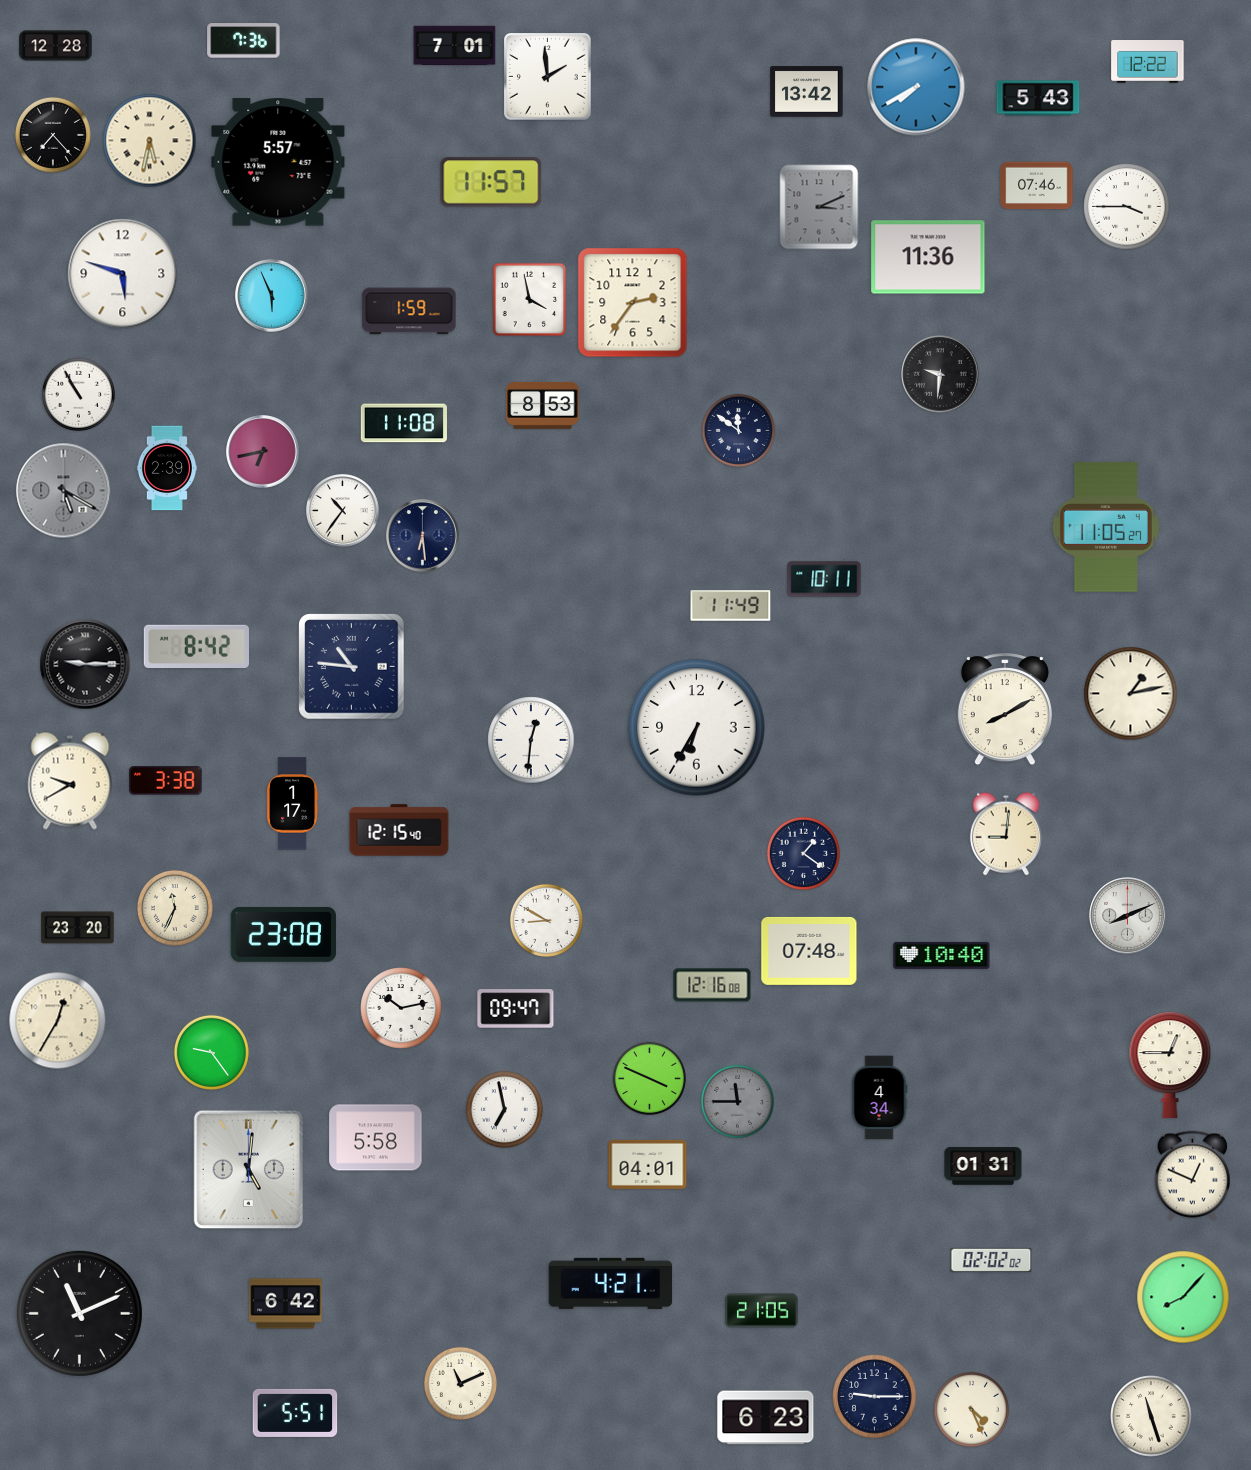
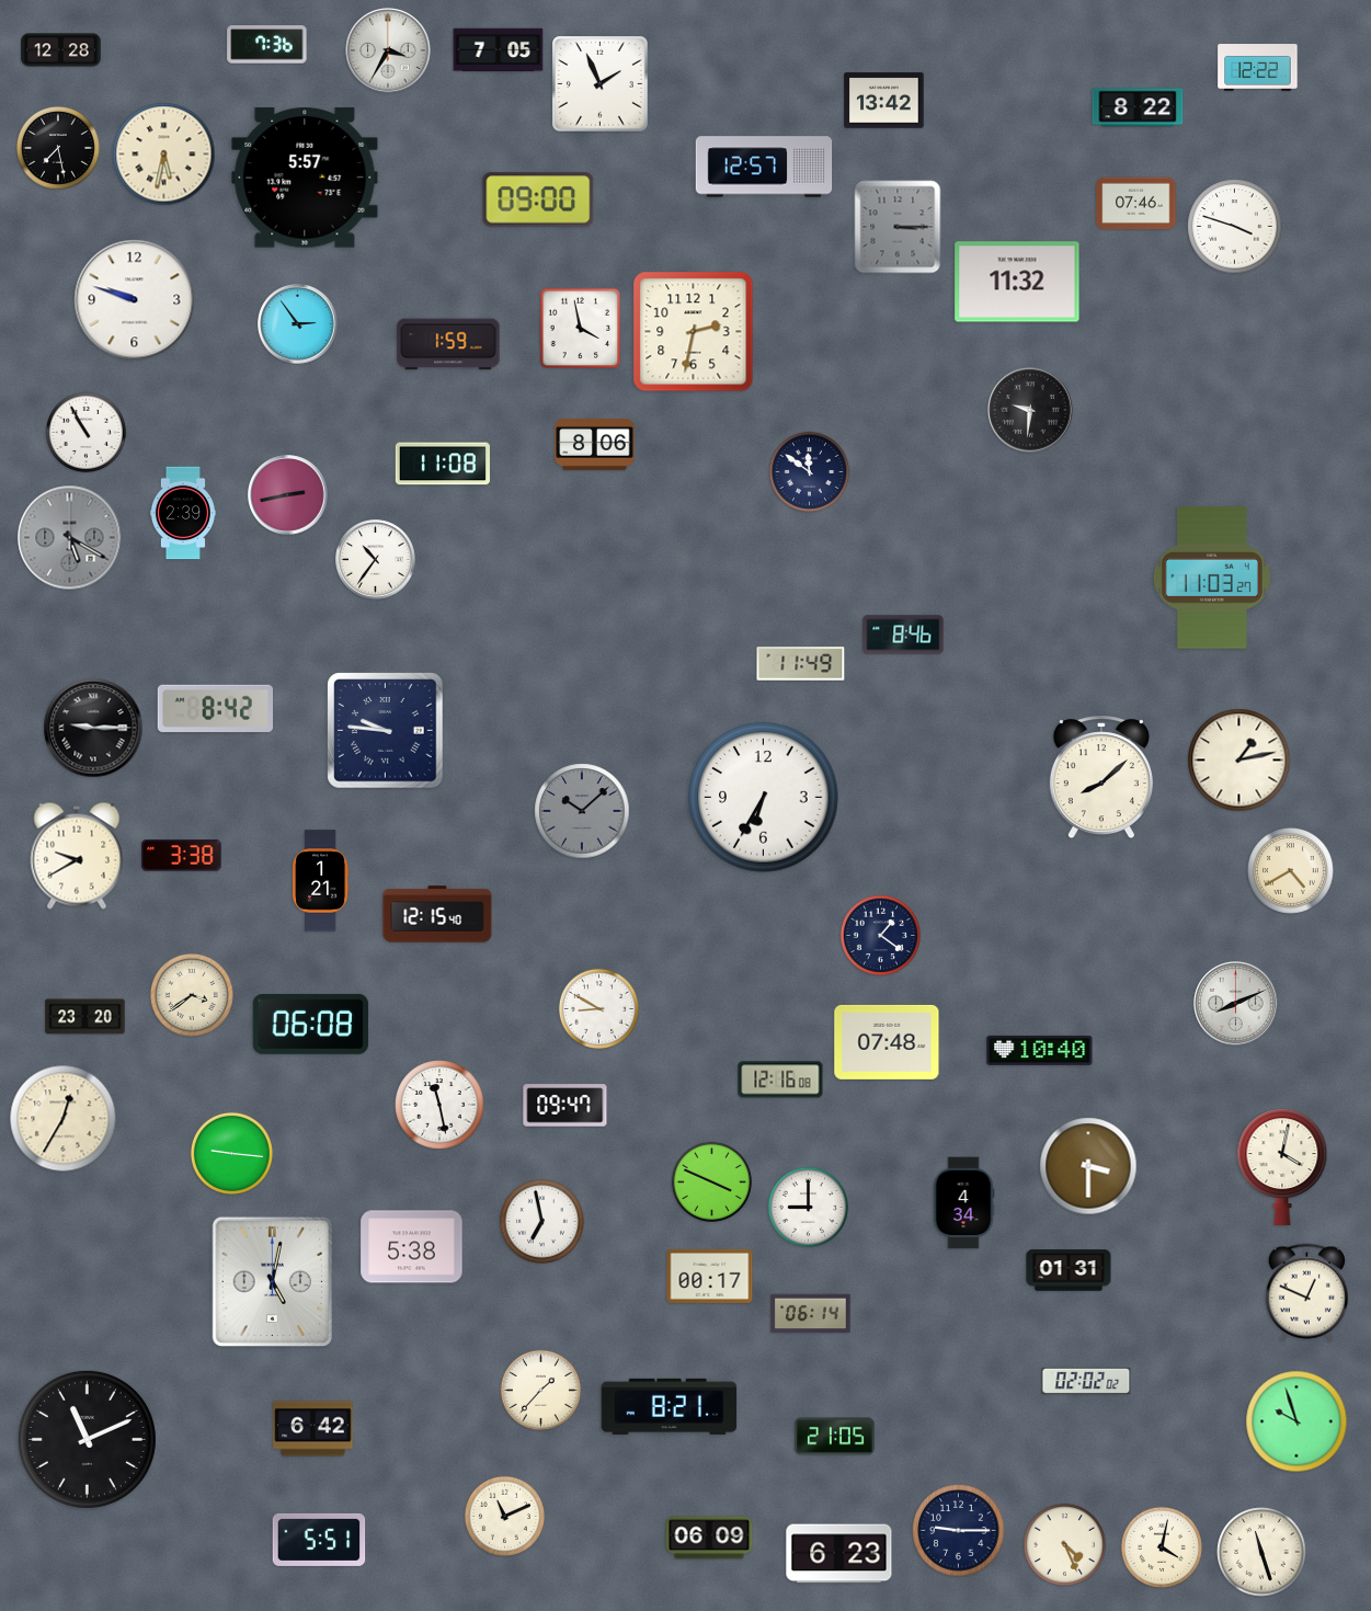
clock at (388, 50): none -> 3:35
clock at (455, 46): 7:01 -> 7:05
clock at (548, 77): 1:59 -> 1:56
clock at (916, 87): 7:40 -> none
clock at (1038, 98): 5:43 -> 8:22
clock at (53, 135): 7:23 -> 7:28
clock at (764, 167): none -> 12:57
clock at (491, 182): 11:57 -> 09:00
clock at (819, 207): 3:11 -> 3:15
clock at (1127, 207): 3:45 -> 3:48
clock at (928, 257): 11:36 -> 11:32
clock at (123, 274): 5:48 -> 9:48
clock at (272, 296): 5:56 -> 2:54
clock at (633, 303): 2:36 -> 2:32
clock at (409, 311) position: (409, 311) -> (448, 344)
clock at (543, 405): 8:53 -> 8:06
clock at (263, 452): 6:43 -> 2:43
clock at (1106, 527): 11:05 -> 11:03
clock at (423, 536): 6:29 -> none
clock at (824, 579): 10:11 -> 8:46
clock at (352, 667): 10:46 -> 9:46
clock at (1005, 710): 8:10 -> 8:08
clock at (531, 740): 12:31 -> 10:08
clock at (531, 740) dial: white -> grey
clock at (1290, 870): none -> 4:40
clock at (293, 804): 1:17 -> 1:21
clock at (399, 830) position: (399, 830) -> (437, 914)
clock at (1006, 834): 9:01 -> none
clock at (175, 908): 11:34 -> 3:39
clock at (283, 934): 23:08 -> 06:08
clock at (942, 955) position: (942, 955) -> (1040, 1050)
clock at (401, 1008): 10:13 -> 11:28
clock at (211, 1052): 9:24 -> 9:16
clock at (1088, 1166): none -> 3:30
clock at (1170, 1065): 12:45 -> 4:02
clock at (737, 1101): 11:45 -> 9:00
clock at (737, 1101) dial: grey -> white
clock at (504, 1109) position: (504, 1109) -> (541, 1221)
clock at (376, 1138): 5:58 -> 5:38
clock at (648, 1164): 04:01 -> 00:17
clock at (983, 1166) position: (983, 1166) -> (1069, 1270)
clock at (249, 1170): 5:01 -> 5:02
clock at (1192, 1176) position: (1192, 1176) -> (1306, 1293)
clock at (811, 1314): none -> 06:14
clock at (540, 1390): none -> 1:37
clock at (611, 1283): 4:21 -> 8:21
clock at (1183, 1297): 8:07 -> 9:57
clock at (709, 1538): none -> 06:09
clock at (1162, 1547): none -> 4:02
clock at (295, 1413) position: (295, 1413) -> (319, 1540)
